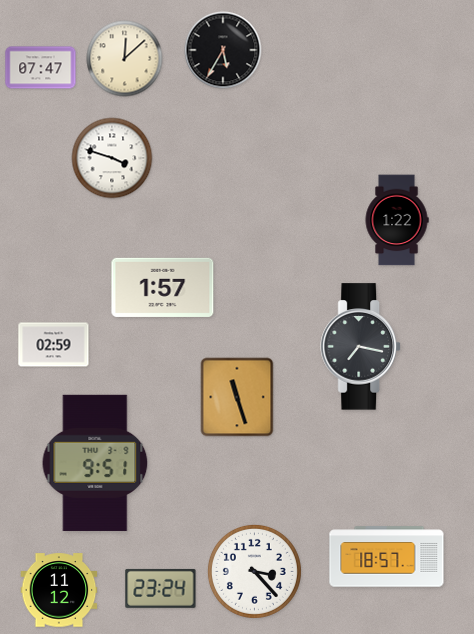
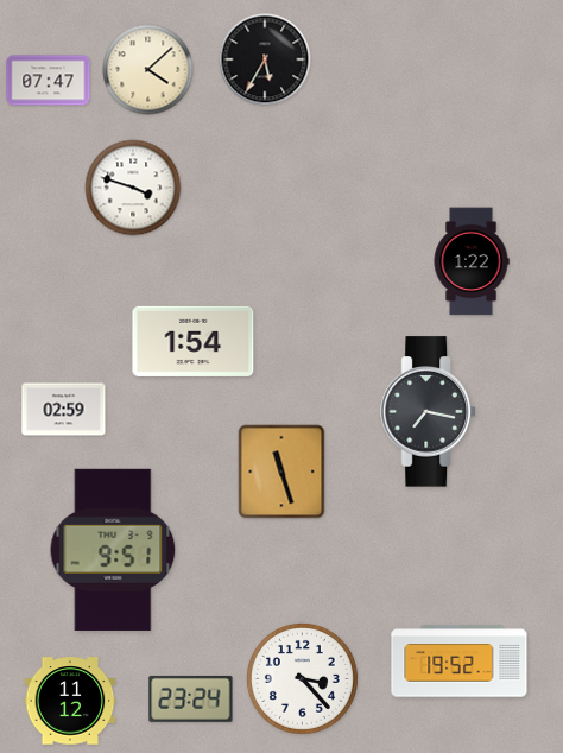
clock at (125, 59): 12:08 -> 4:08
clock at (163, 287): 1:57 -> 1:54
clock at (387, 557): 18:57 -> 19:52
